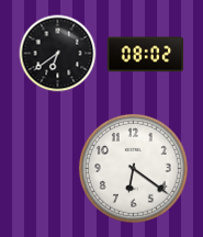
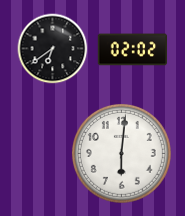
clock at (146, 55): 08:02 -> 02:02
clock at (133, 168): 6:21 -> 6:01
